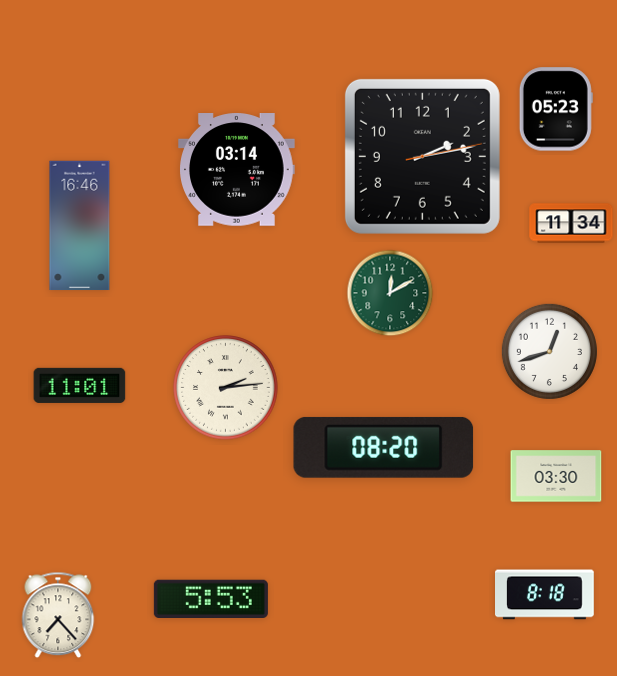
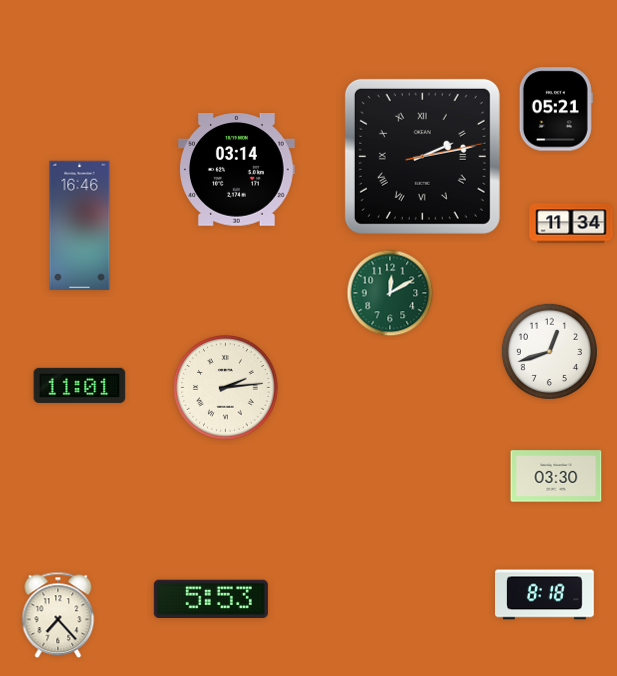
clock at (556, 109): 05:23 -> 05:21
clock at (422, 156) numerals: Arabic -> Roman
clock at (384, 447): 08:20 -> none
